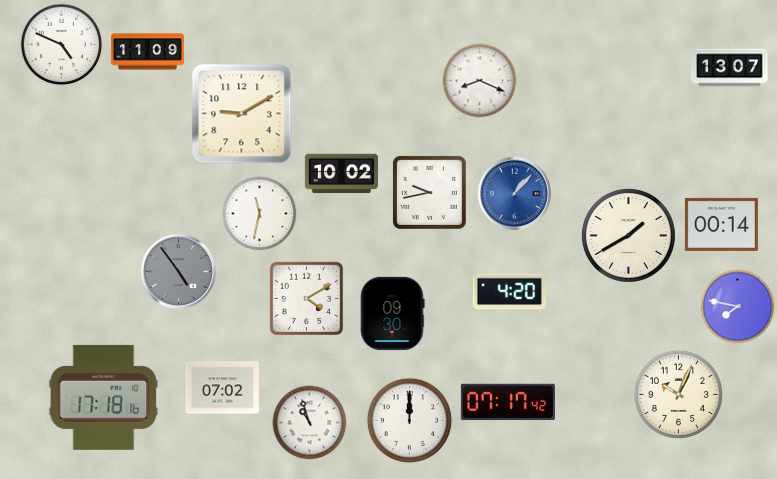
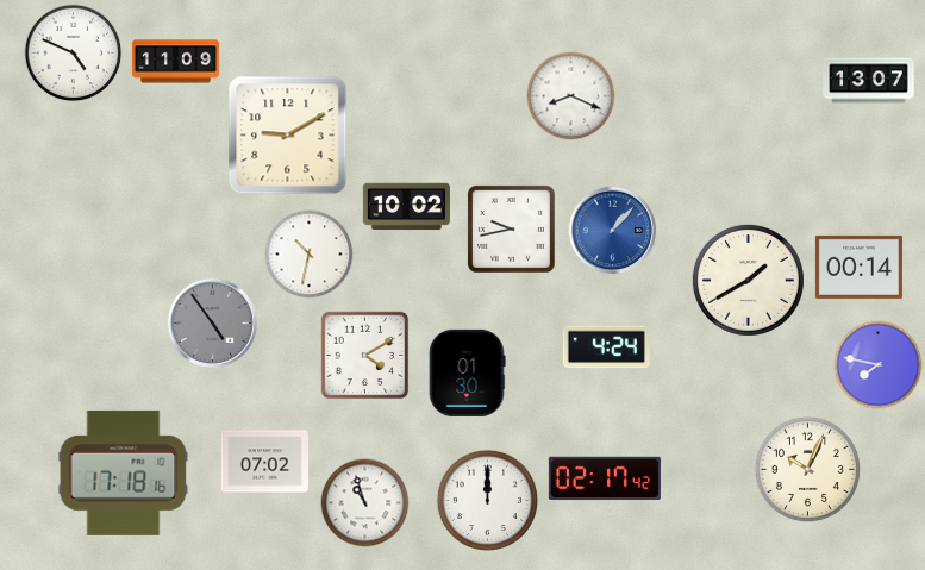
clock at (260, 214): 11:32 -> 10:32
clock at (509, 292): 4:20 -> 4:24
clock at (393, 313): 09:30 -> 01:30
clock at (508, 402): 07:17 -> 02:17
clock at (310, 423) position: (310, 423) -> (365, 503)
